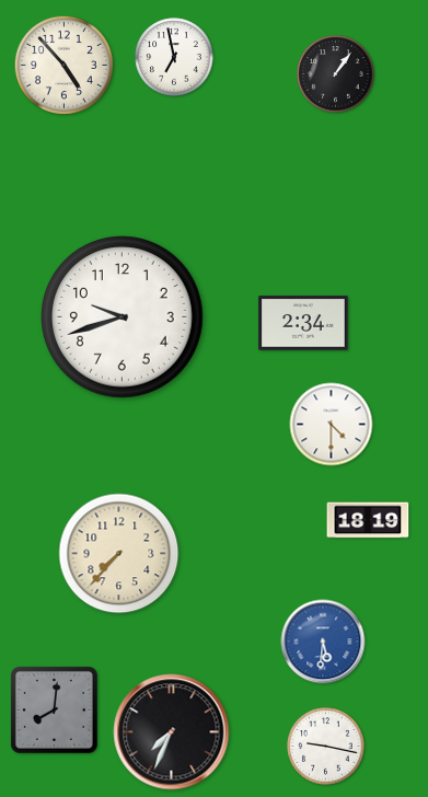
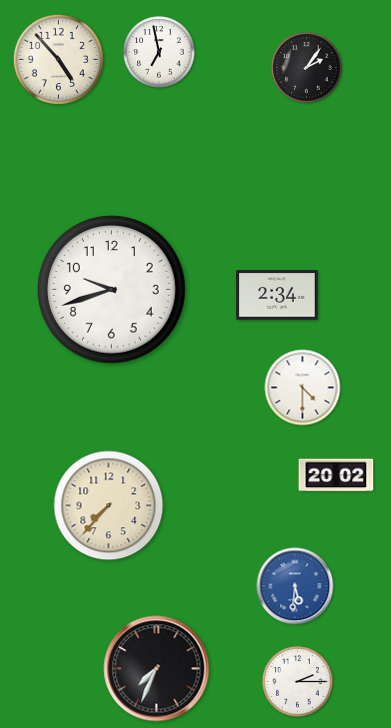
clock at (336, 74): 1:06 -> 2:06
clock at (368, 520): 18:19 -> 20:02
clock at (54, 709): 8:01 -> none
clock at (326, 747): 9:17 -> 2:15
